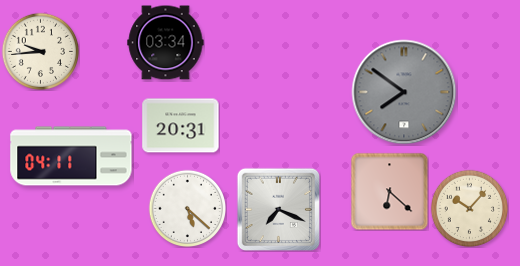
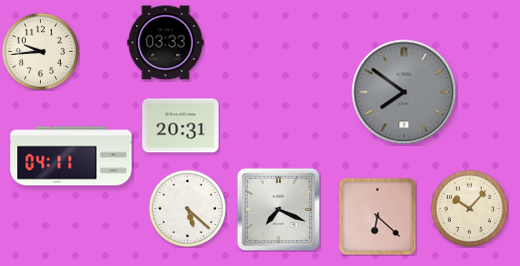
clock at (166, 43): 03:34 -> 03:33
clock at (389, 191) position: (389, 191) -> (377, 216)
